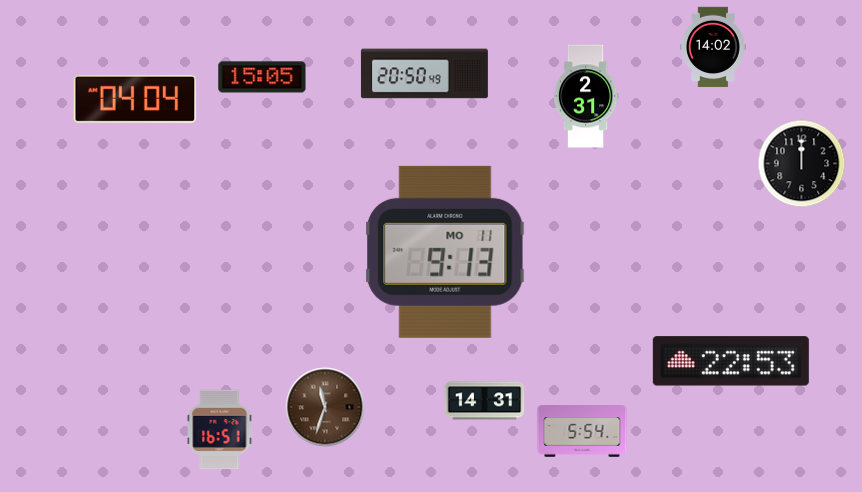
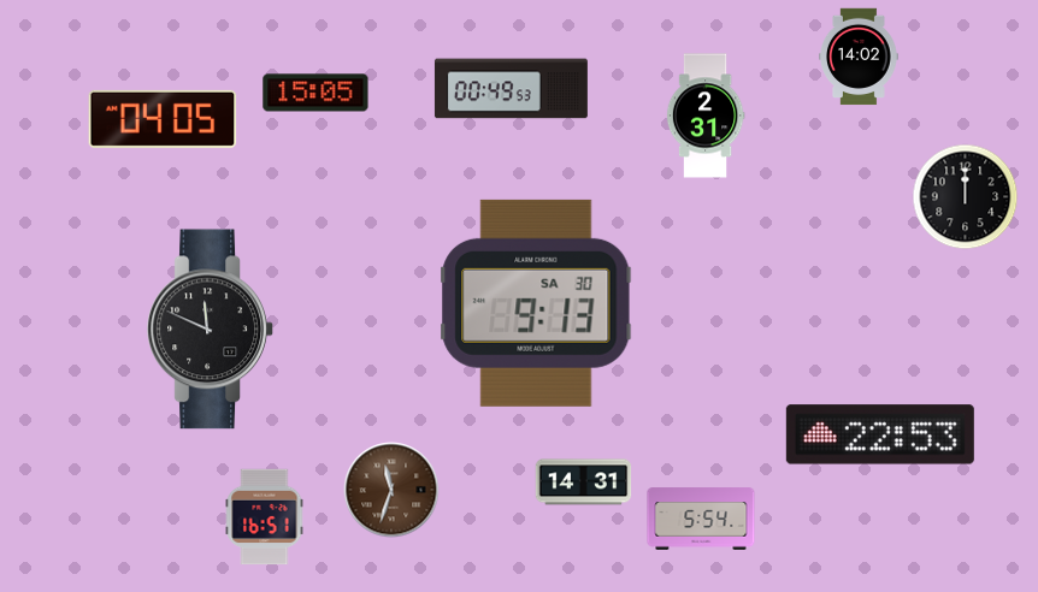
clock at (424, 74): 20:50 -> 00:49
clock at (135, 99): 04:04 -> 04:05
clock at (445, 252) date: MO 11 -> SA 30
clock at (211, 330): none -> 11:49
